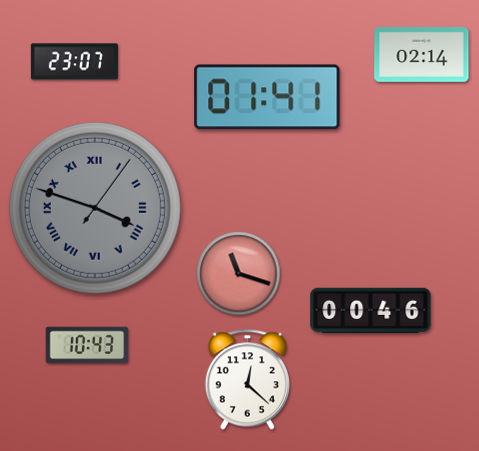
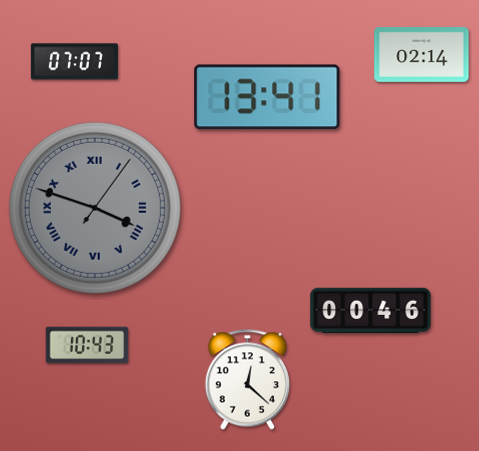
clock at (74, 62): 23:07 -> 07:07
clock at (267, 97): 01:41 -> 13:41
clock at (239, 274): 11:18 -> none
